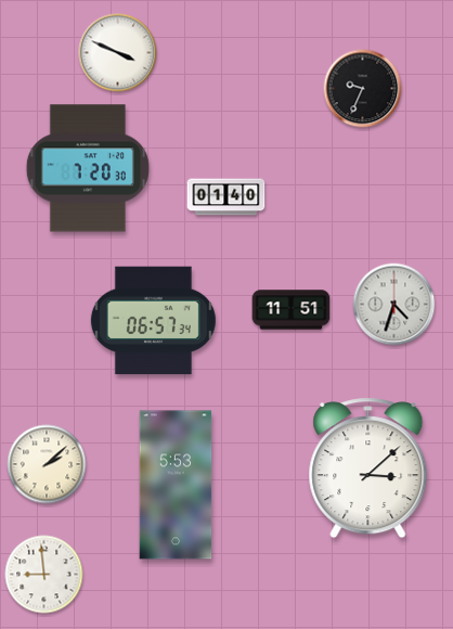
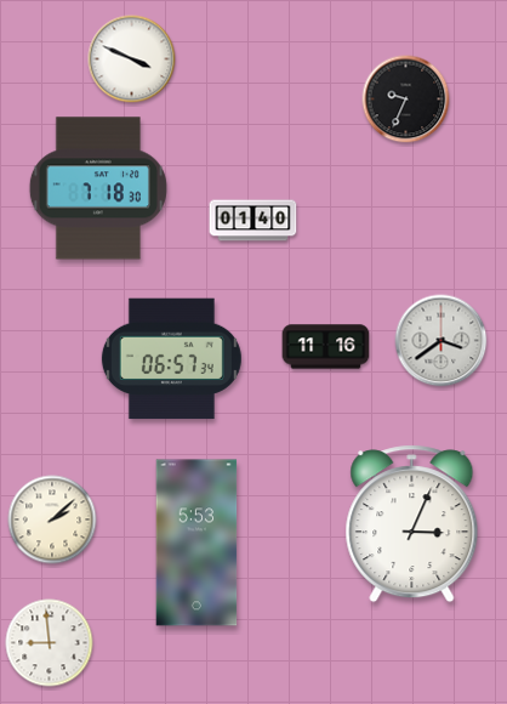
clock at (88, 168): 7:20 -> 7:18
clock at (394, 305): 4:33 -> 3:39
clock at (292, 310): 11:51 -> 11:16
clock at (368, 468): 3:08 -> 3:04
